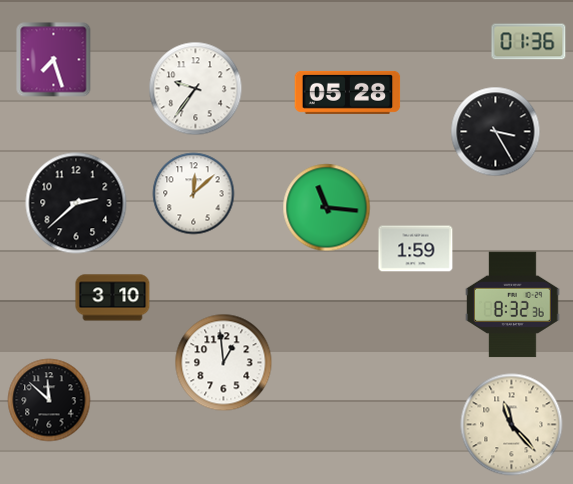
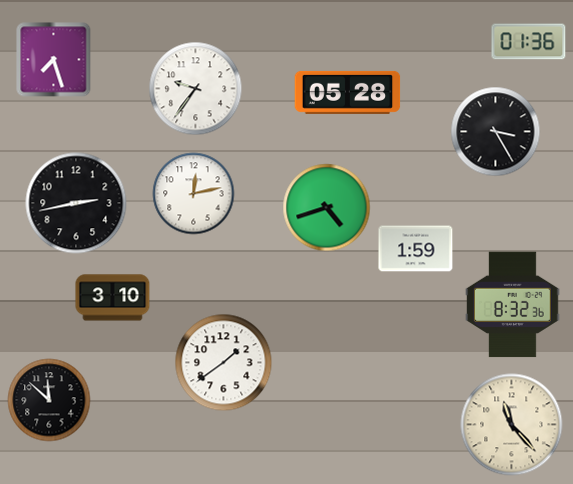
clock at (194, 194): 12:08 -> 12:13
clock at (76, 203): 2:38 -> 2:43
clock at (327, 208): 11:16 -> 4:42
clock at (224, 363): 12:59 -> 1:39
